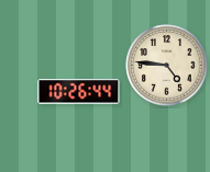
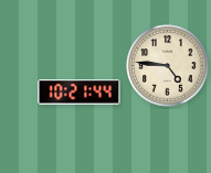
clock at (79, 92): 10:26 -> 10:21
